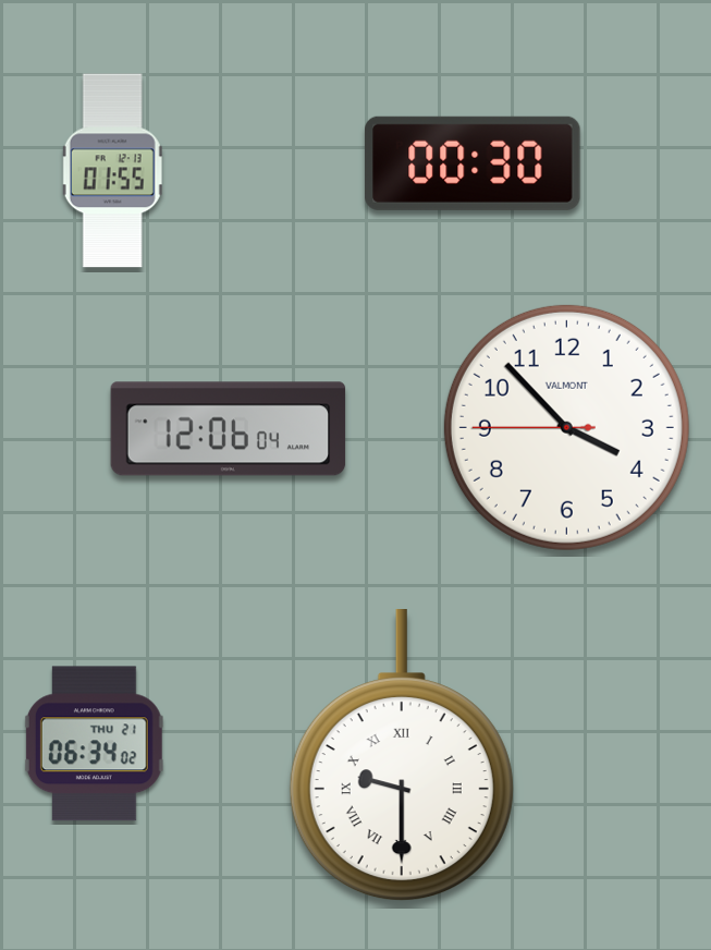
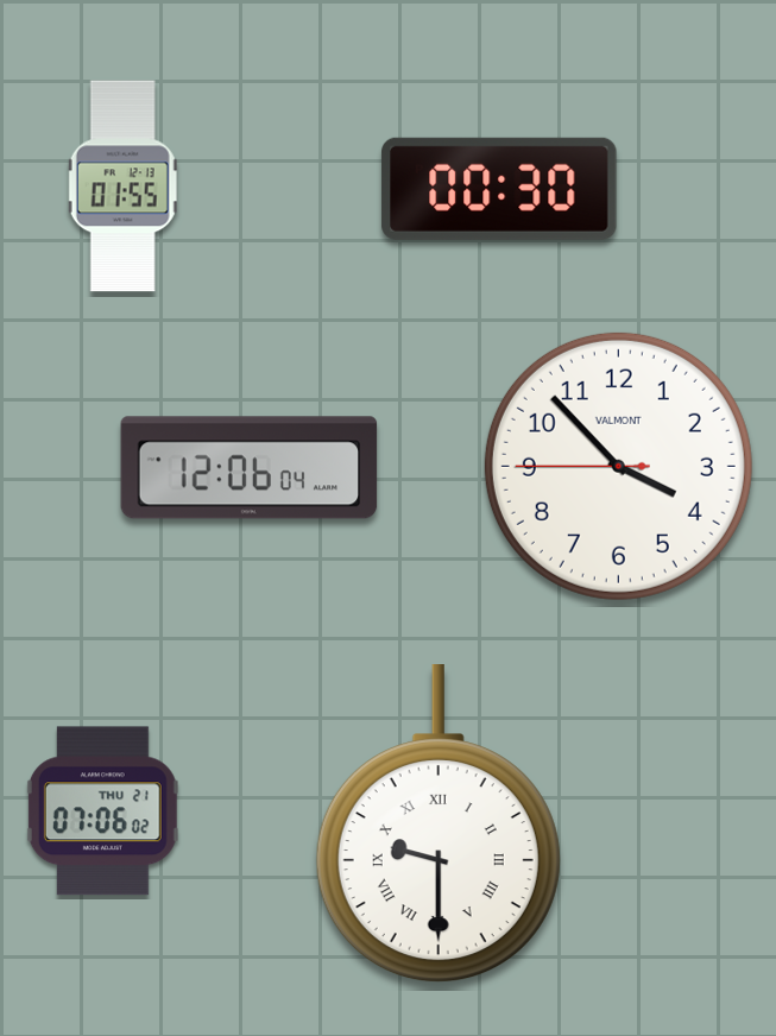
clock at (473, 163) position: (473, 163) -> (499, 189)
clock at (94, 744): 06:34 -> 07:06
